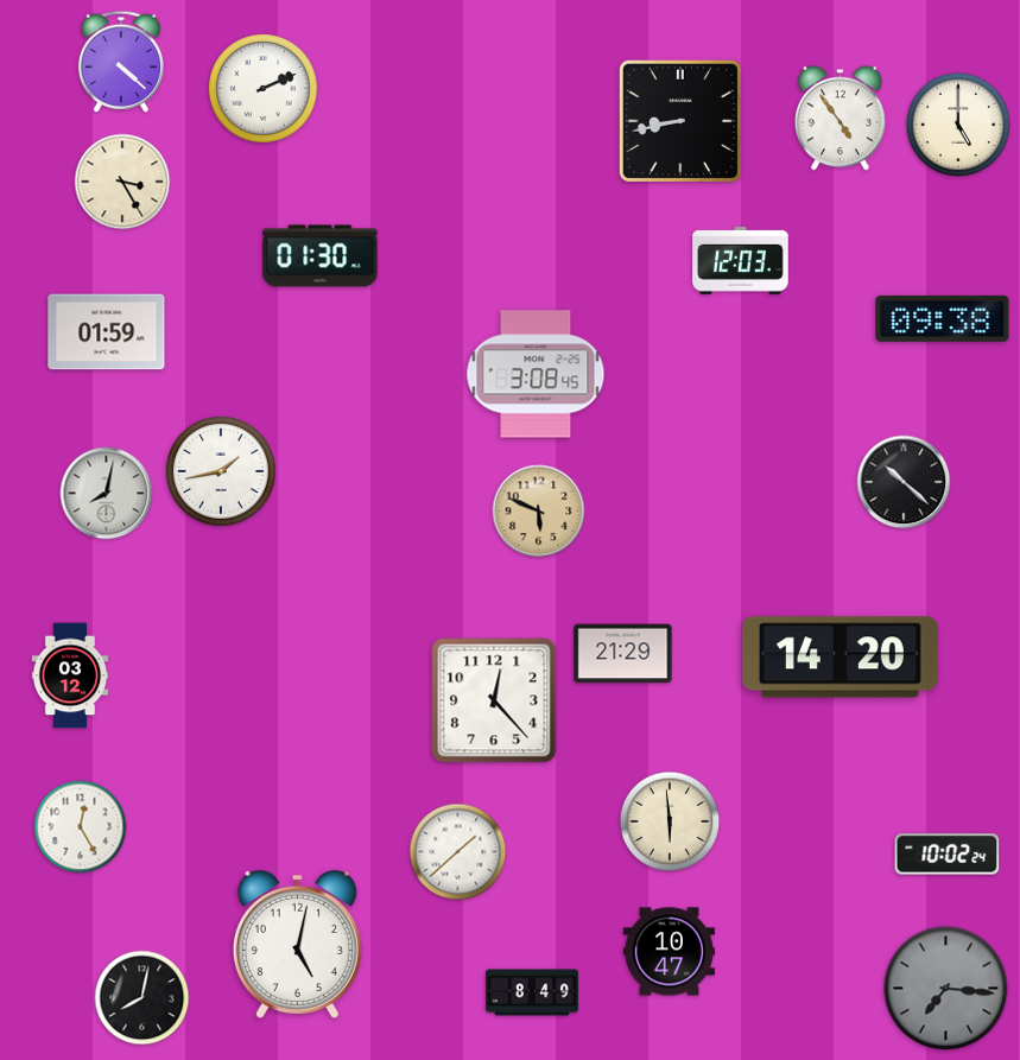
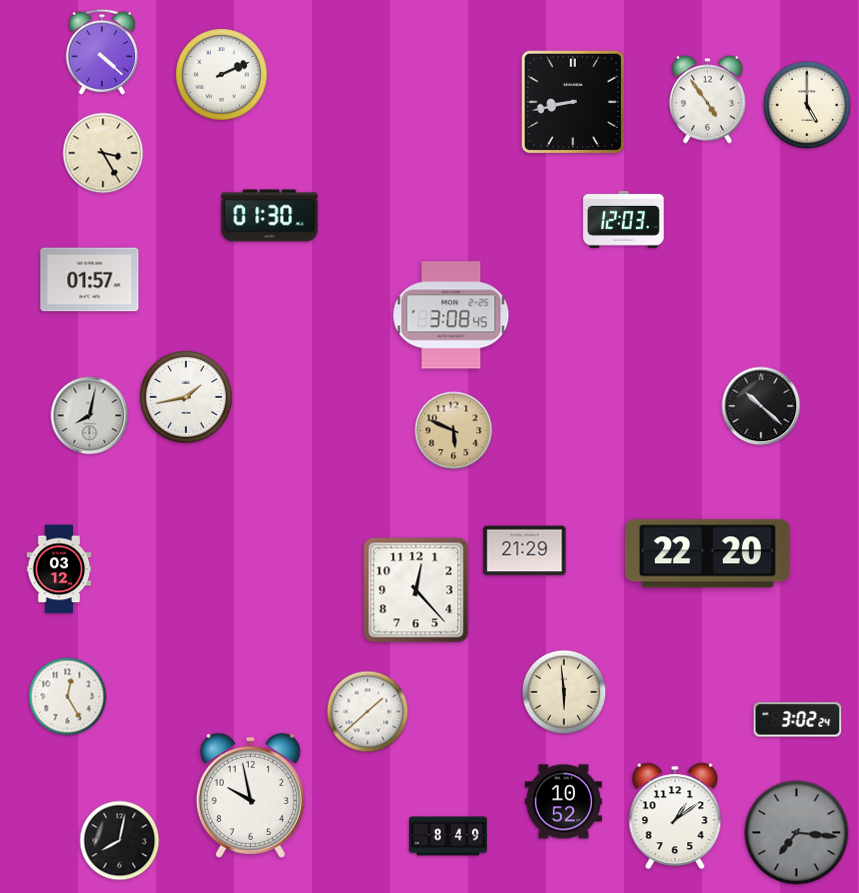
clock at (943, 318): 09:38 -> none
clock at (107, 332): 01:59 -> 01:57
clock at (840, 658): 14:20 -> 22:20
clock at (458, 852) position: (458, 852) -> (368, 712)
clock at (948, 855): 10:02 -> 3:02
clock at (297, 944): 5:02 -> 9:58
clock at (669, 952): 10:47 -> 10:52
clock at (675, 816): none -> 1:09
